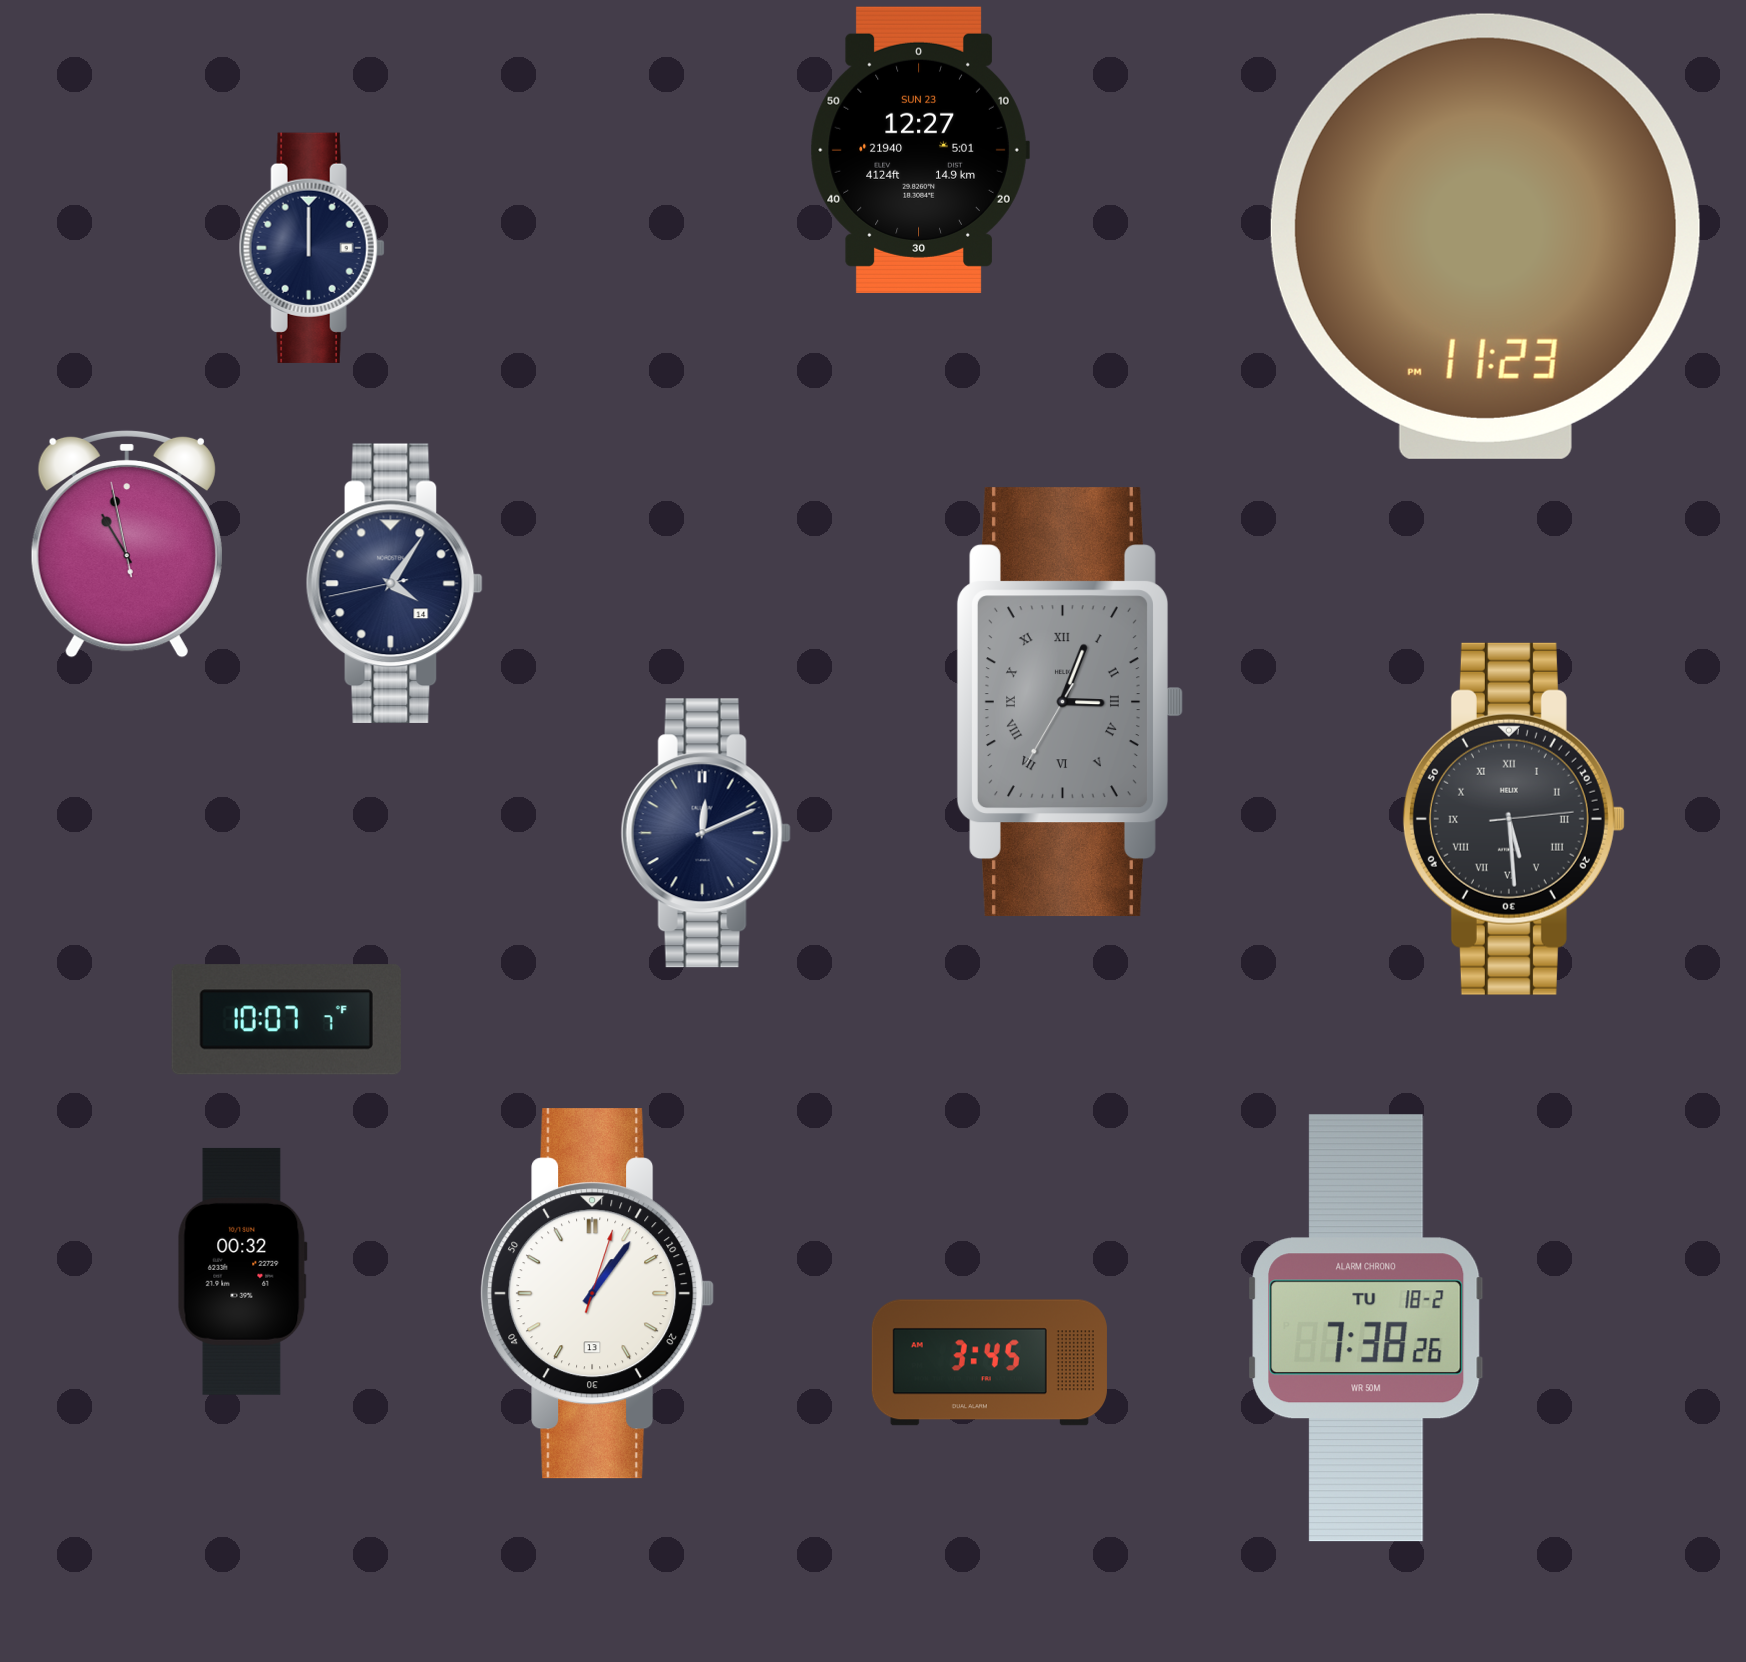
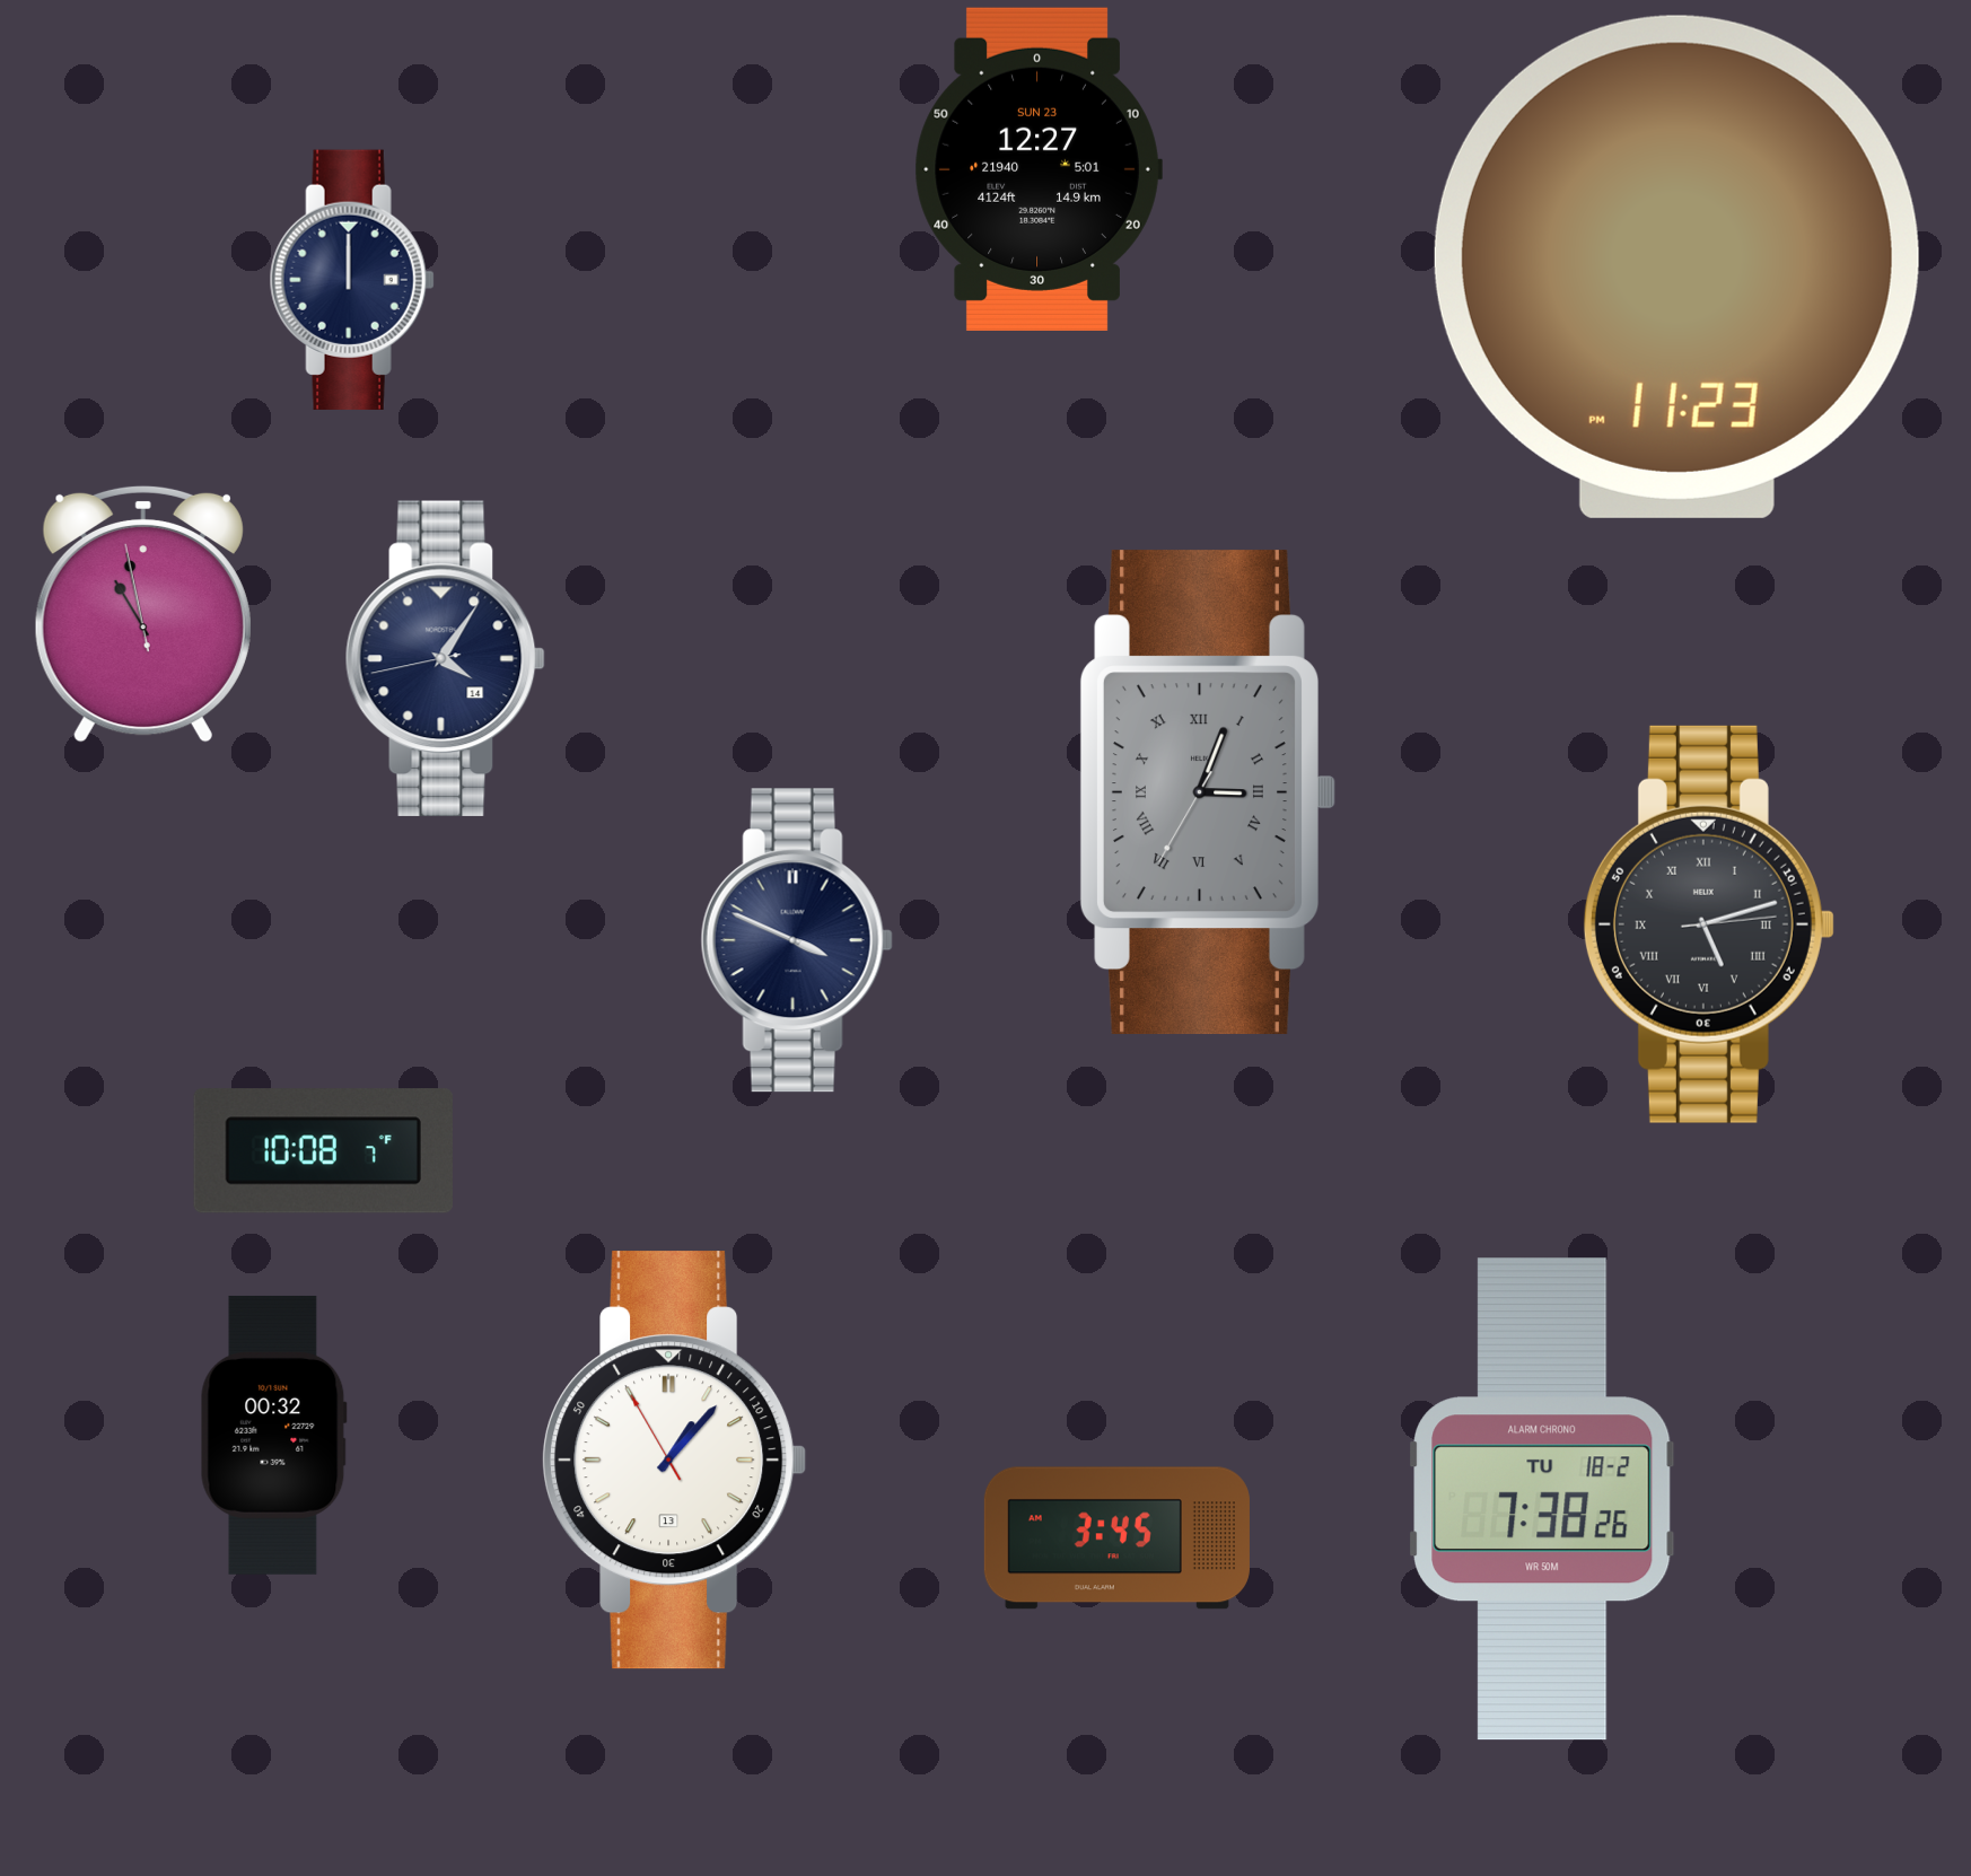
clock at (1514, 819): 5:29 -> 5:12
clock at (706, 833): 12:11 -> 3:49
clock at (286, 1020): 10:07 -> 10:08
clock at (598, 1294): 1:06:03 -> 1:06:55
